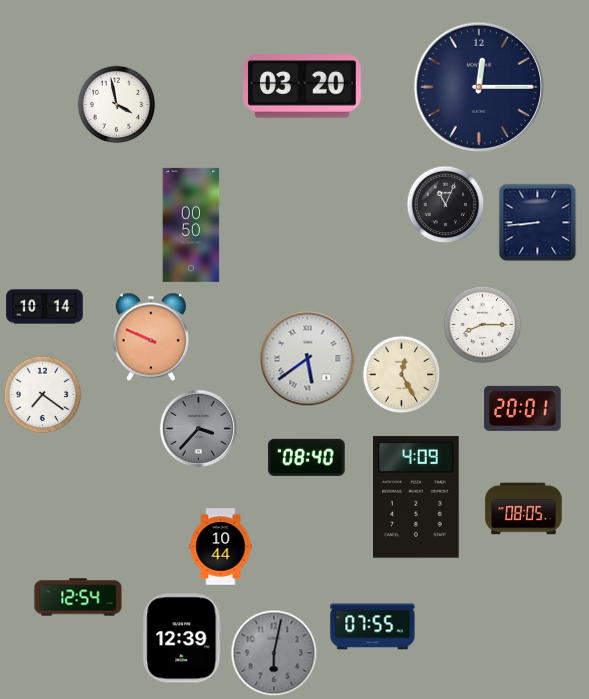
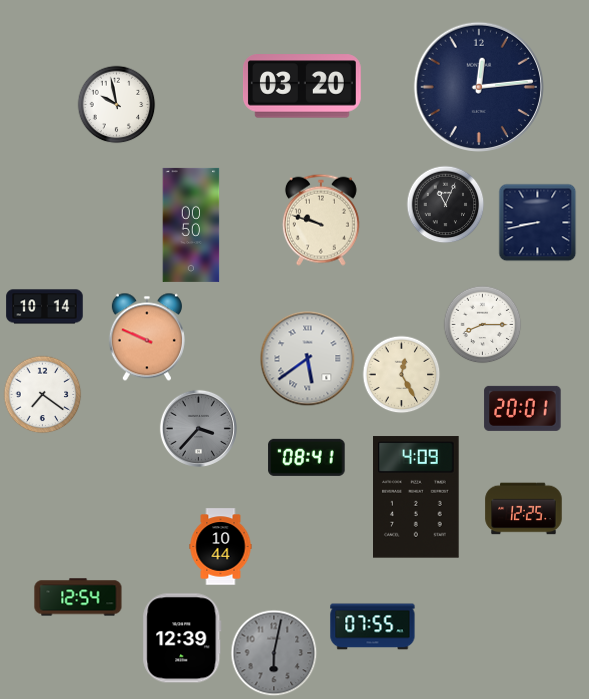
clock at (479, 87): 12:15 -> 12:14
clock at (116, 104): 3:58 -> 9:58
clock at (321, 220): none -> 9:48
clock at (537, 222): 8:44 -> 8:43
clock at (151, 337) position: (151, 337) -> (147, 337)
clock at (307, 457): 08:40 -> 08:41
clock at (524, 509): 08:05 -> 12:25
